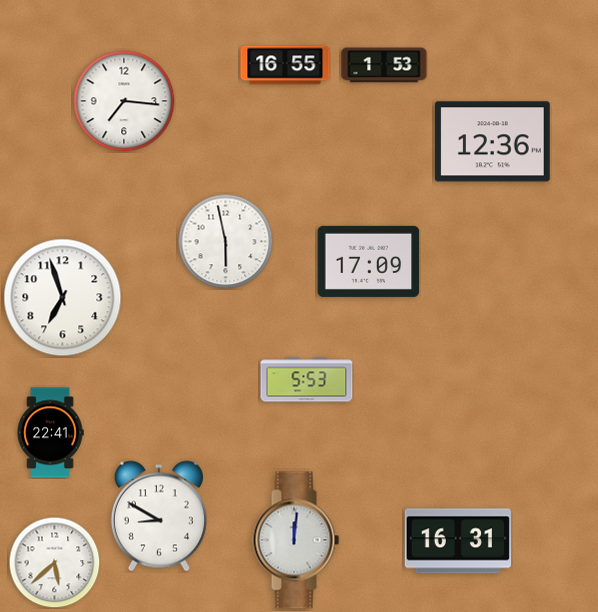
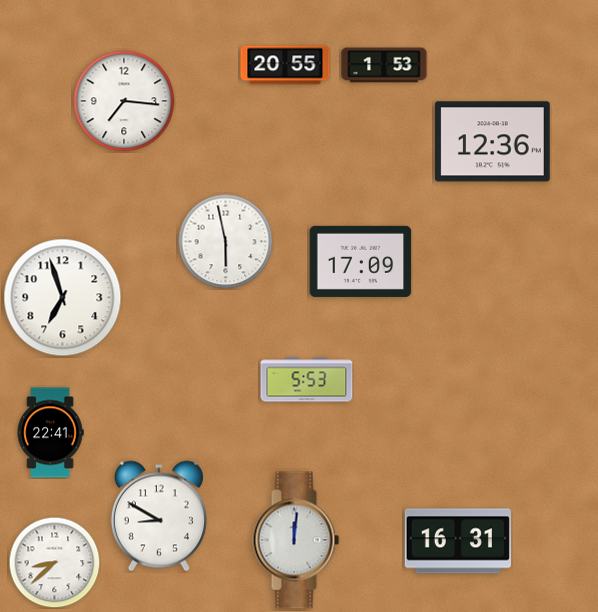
clock at (285, 65): 16:55 -> 20:55
clock at (369, 261) position: (369, 261) -> (361, 261)
clock at (54, 562): 5:38 -> 8:38
